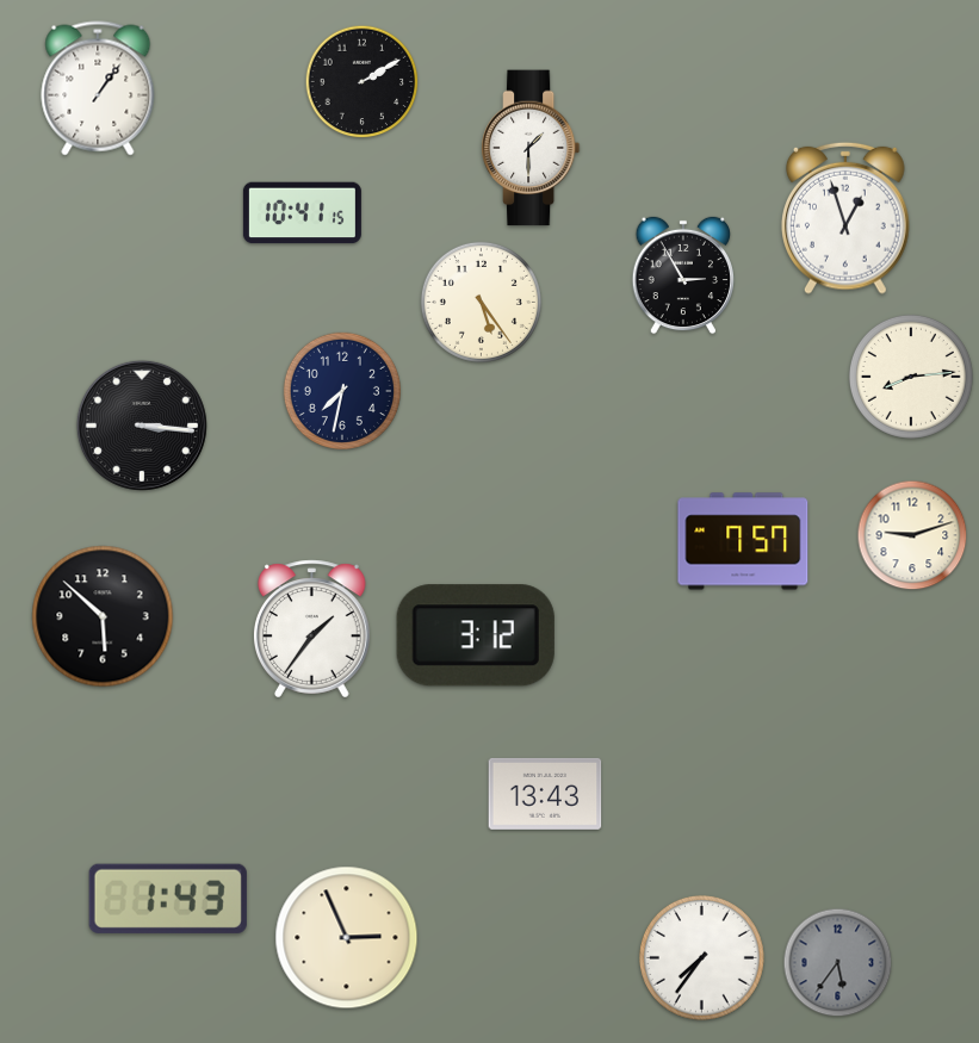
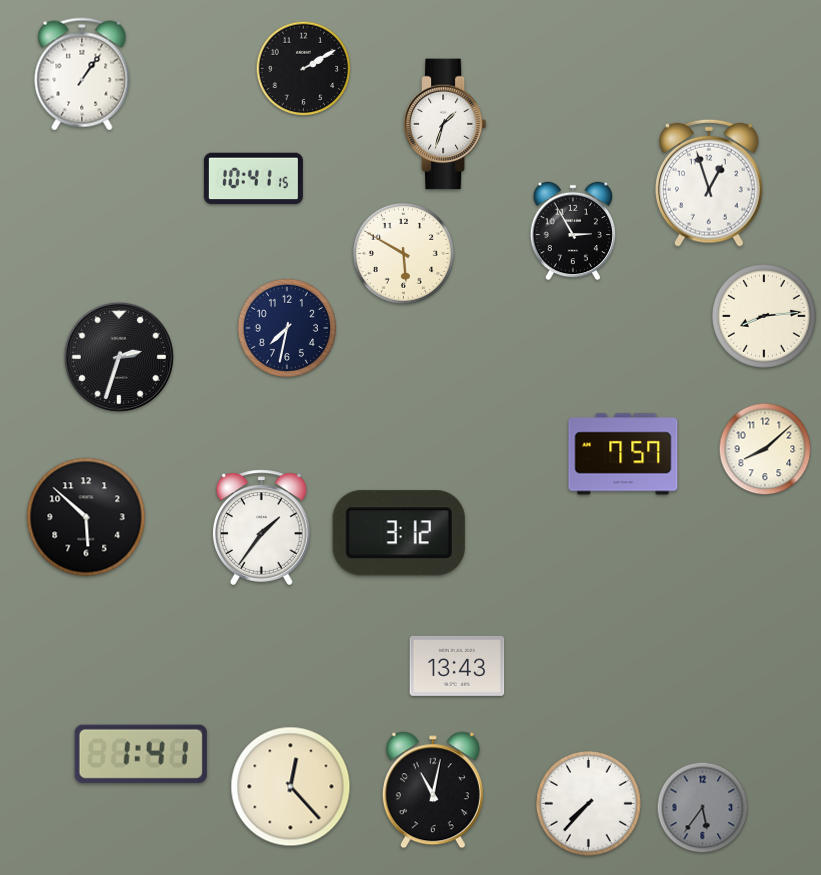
clock at (531, 148): 1:30 -> 1:33
clock at (481, 302): 5:24 -> 5:50
clock at (142, 426): 3:16 -> 2:33
clock at (912, 535): 9:12 -> 8:08
clock at (168, 899): 1:43 -> 1:41
clock at (347, 938): 2:56 -> 12:23
clock at (433, 790): none -> 11:02
clock at (701, 957): 7:36 -> 7:37
